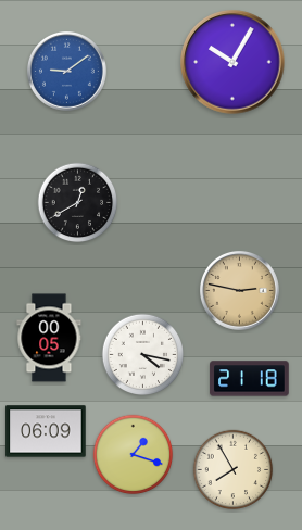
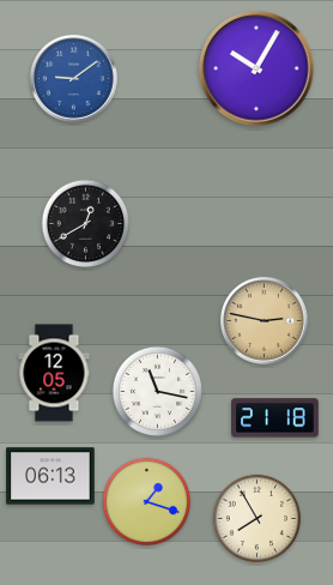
clock at (49, 338): 00:05 -> 12:05
clock at (142, 354): 4:17 -> 11:17
clock at (46, 431): 06:09 -> 06:13
